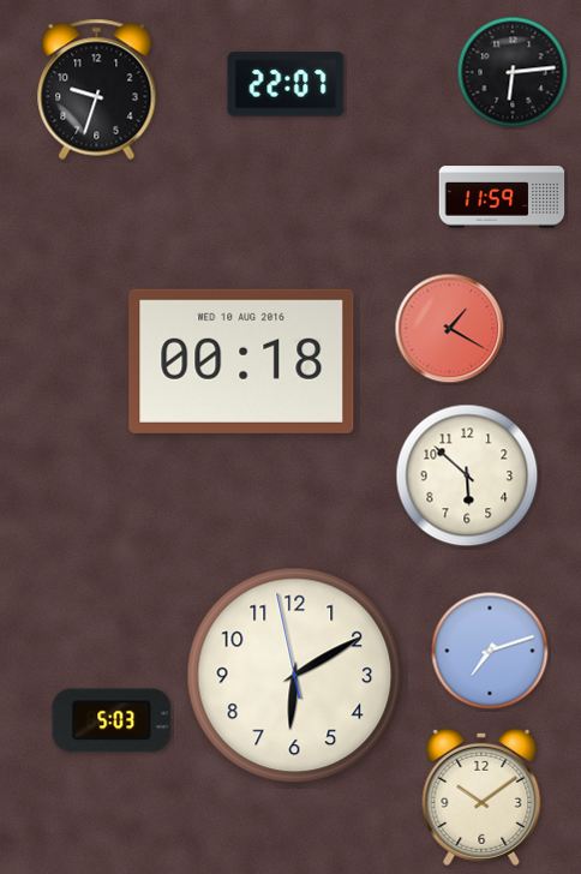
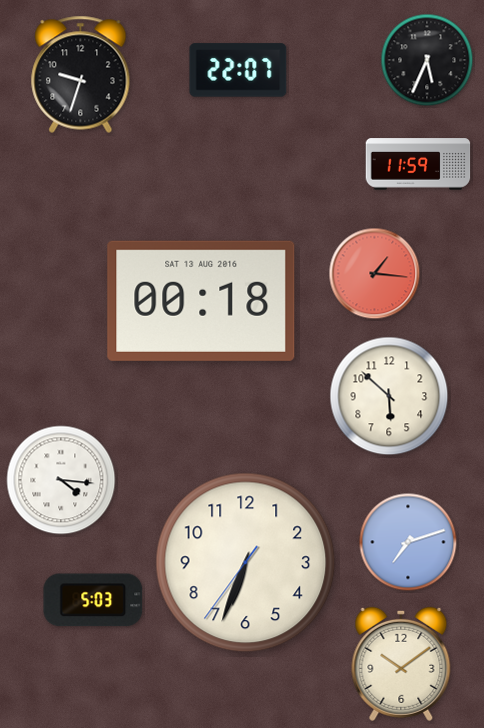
clock at (513, 72): 6:14 -> 5:34
clock at (450, 329): 1:20 -> 1:16
clock at (241, 361) date: WED 10 AUG 2016 -> SAT 13 AUG 2016
clock at (61, 480): none -> 4:16
clock at (295, 676): 6:09 -> 6:33
